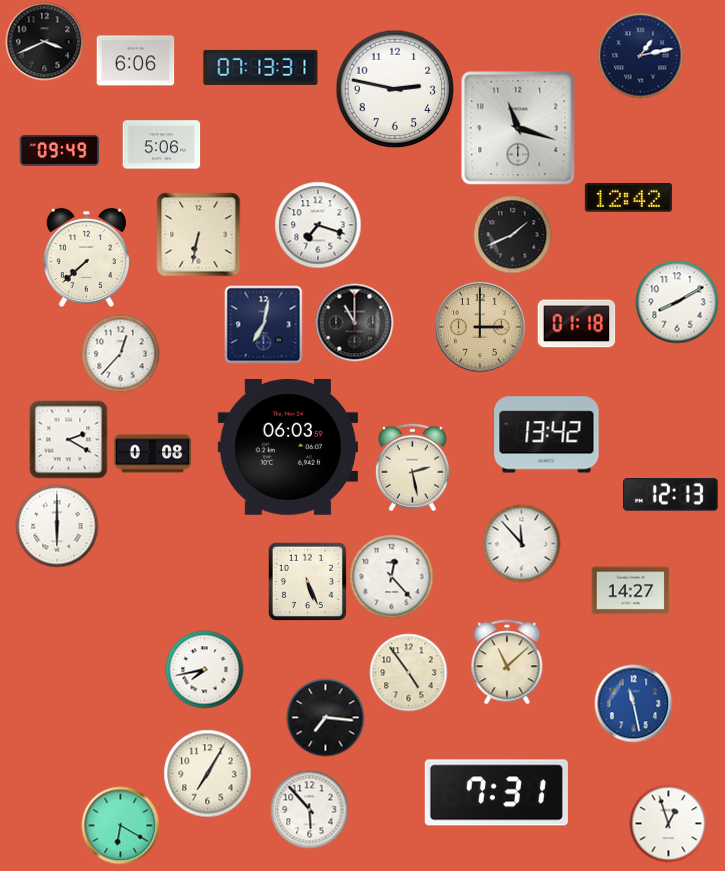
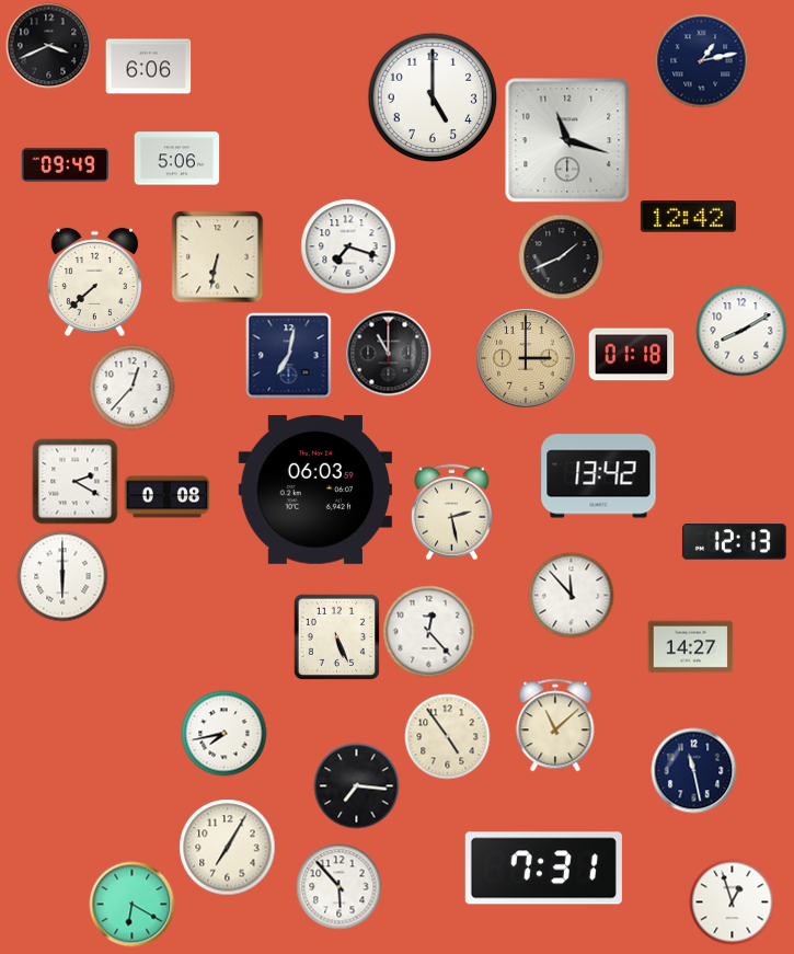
clock at (261, 67): 07:13 -> none
clock at (395, 89): 2:47 -> 5:00
clock at (633, 703) dial: blue -> navy
